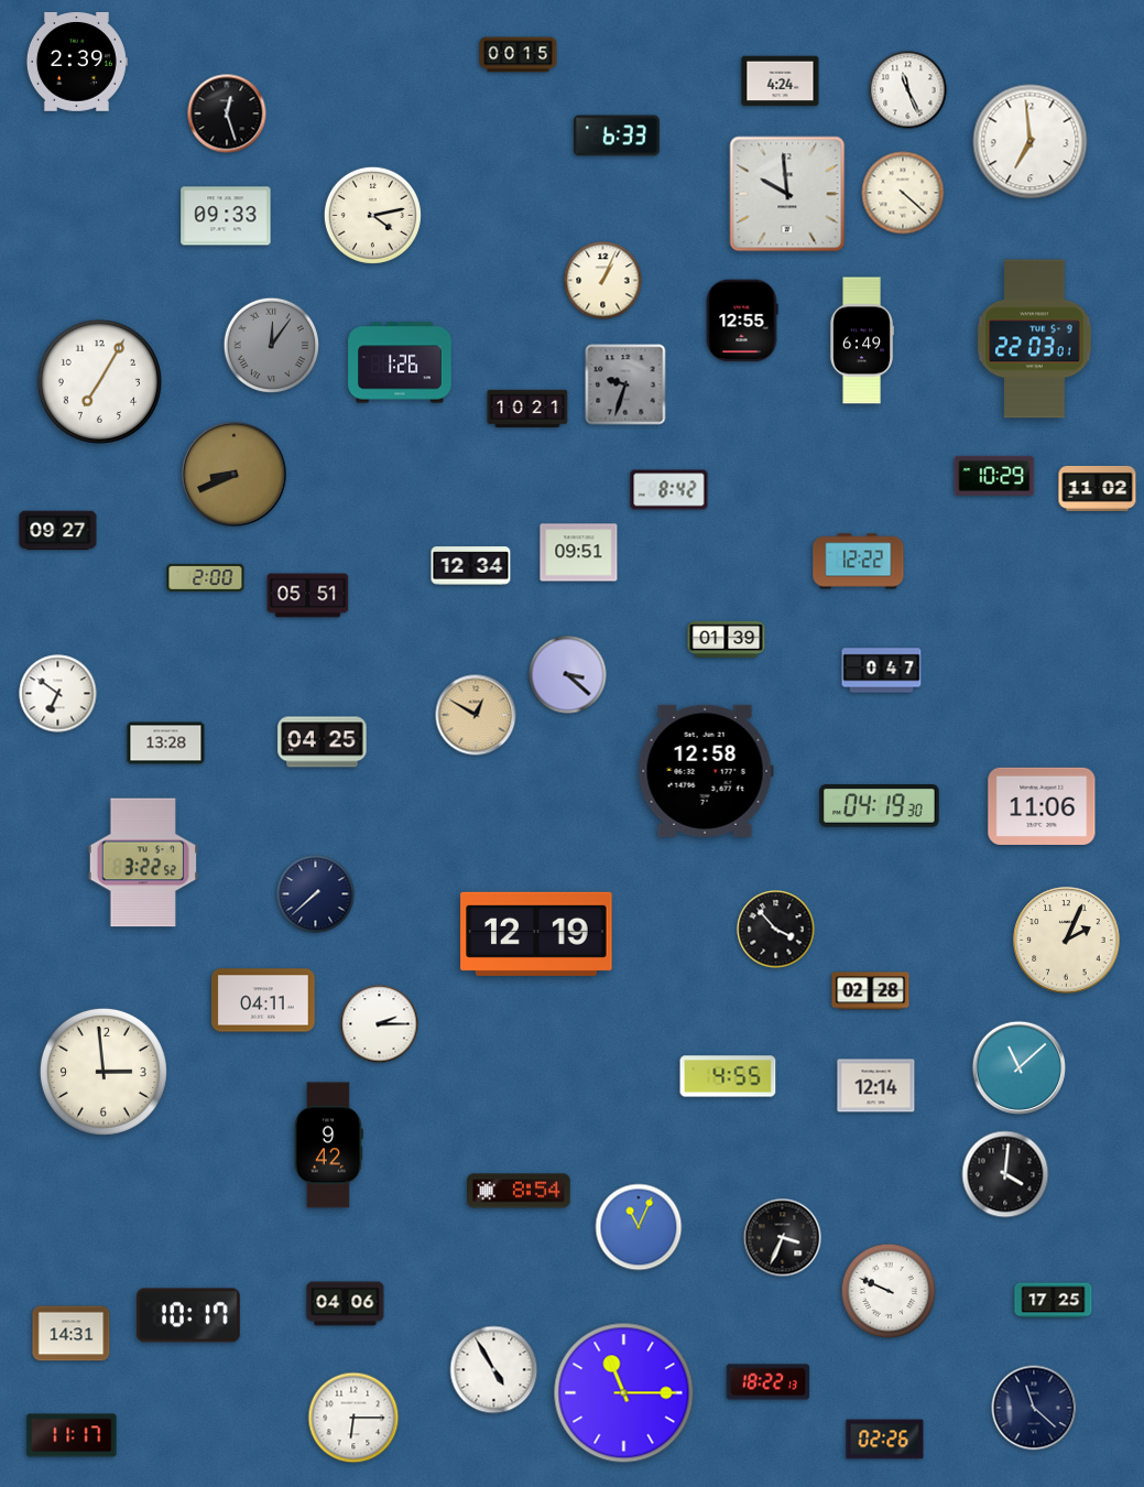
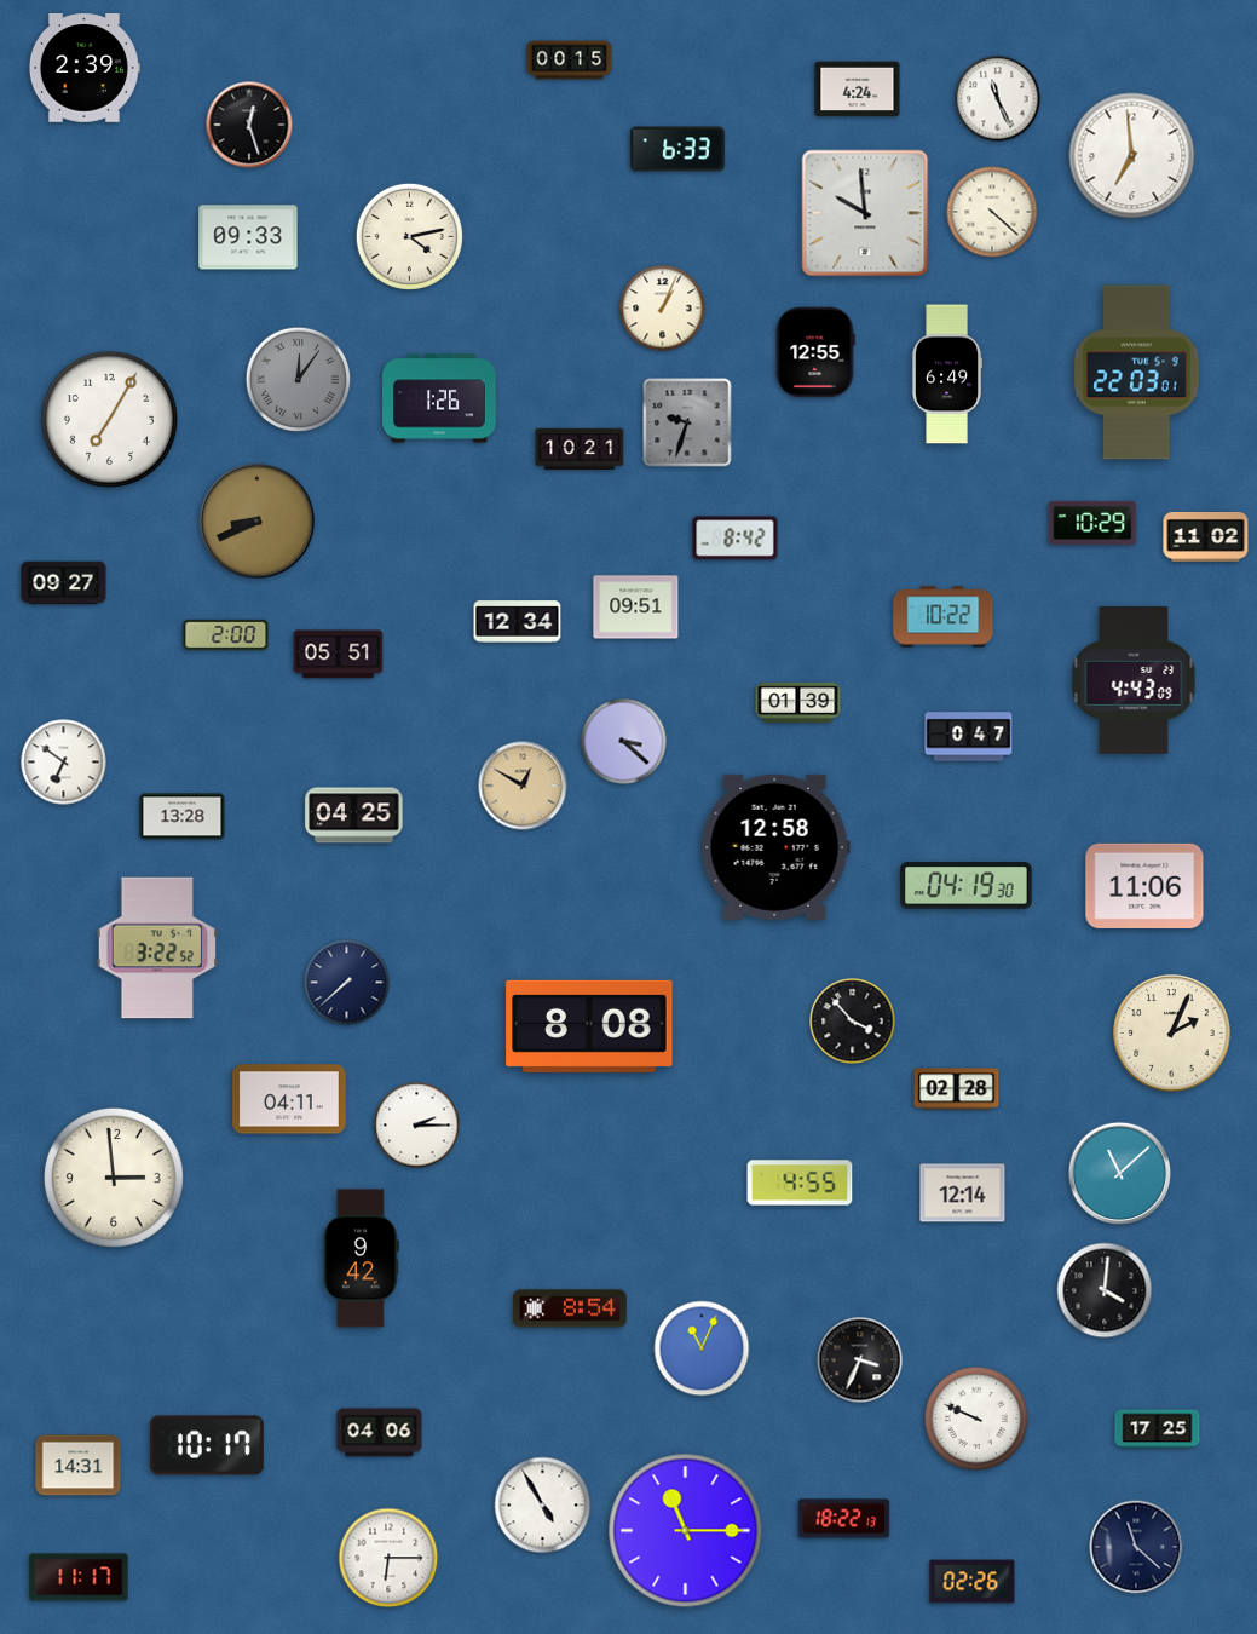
clock at (859, 562): 12:22 -> 10:22
clock at (1134, 681): none -> 4:43
clock at (536, 934): 12:19 -> 8:08
